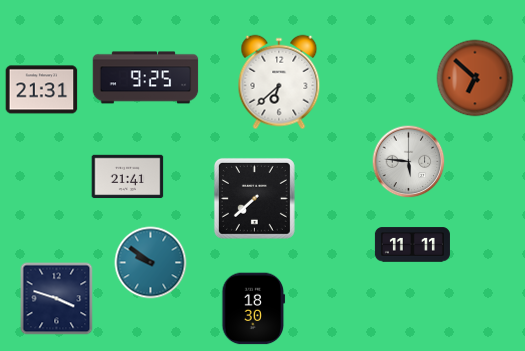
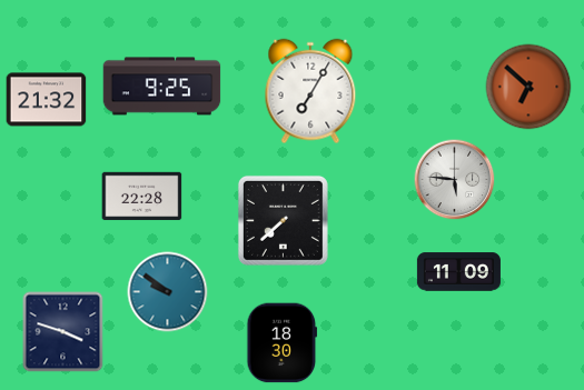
clock at (279, 82): 6:38 -> 7:05
clock at (42, 90): 21:31 -> 21:32
clock at (128, 177): 21:41 -> 22:28
clock at (412, 245): 11:11 -> 11:09
